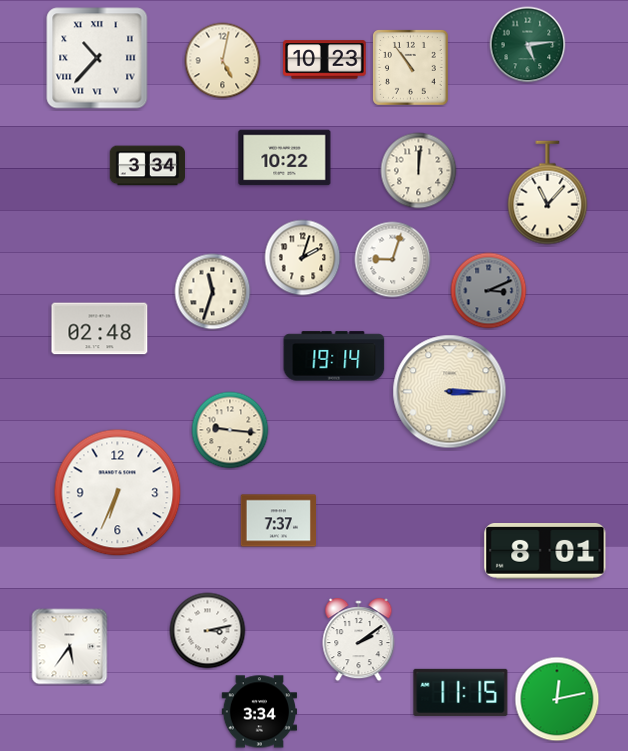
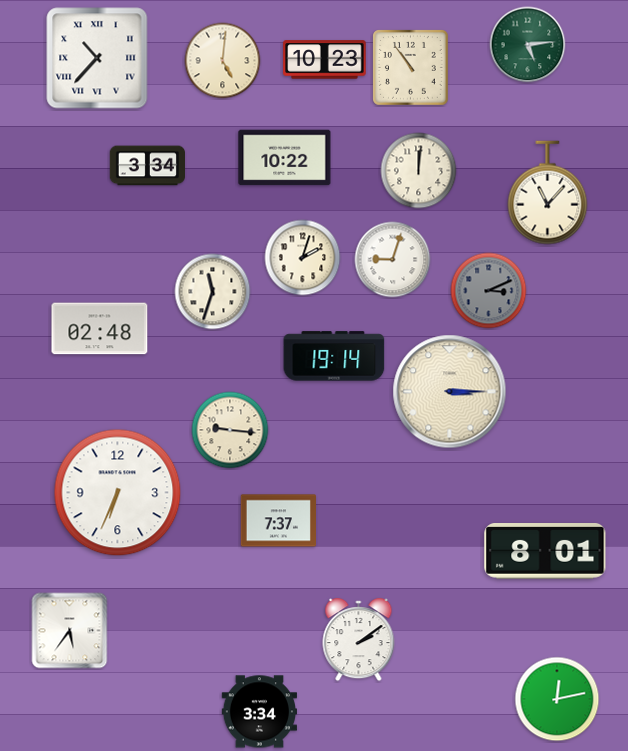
clock at (223, 61): 5:02 -> 5:01
clock at (208, 631): 3:13 -> none
clock at (70, 647) position: (70, 647) -> (70, 631)
clock at (461, 692): 11:15 -> none
